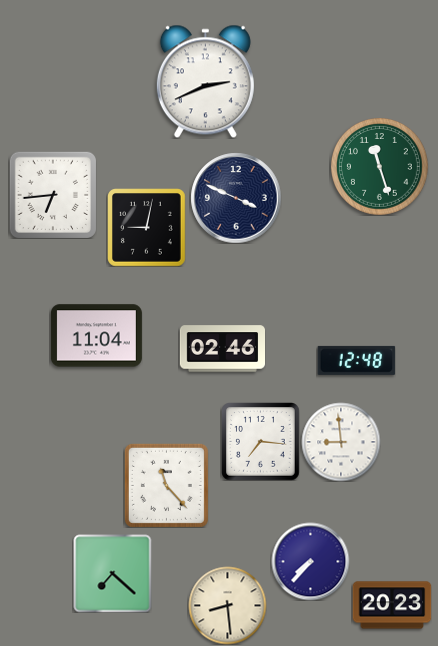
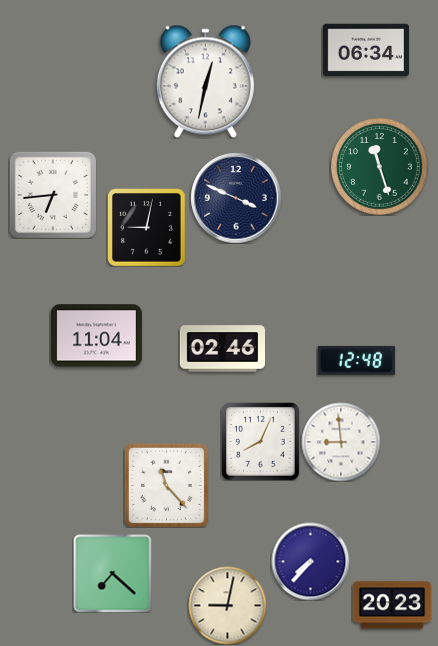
clock at (366, 50): none -> 06:34
clock at (205, 81): 2:41 -> 12:32
clock at (260, 441): 7:16 -> 8:04
clock at (227, 605): 8:29 -> 9:02
